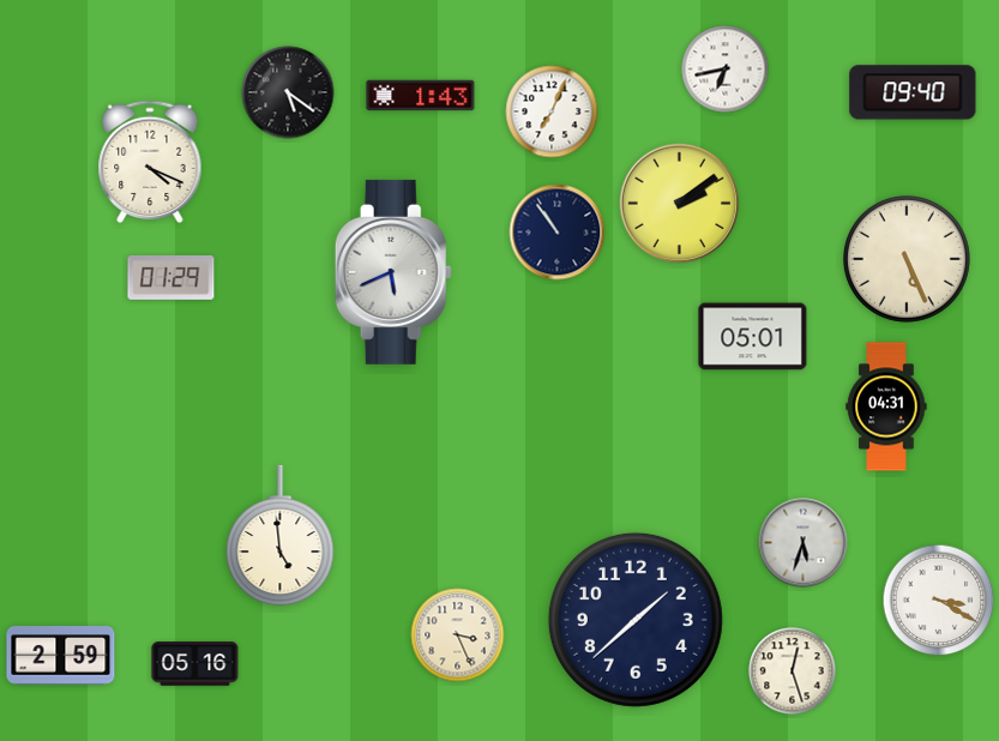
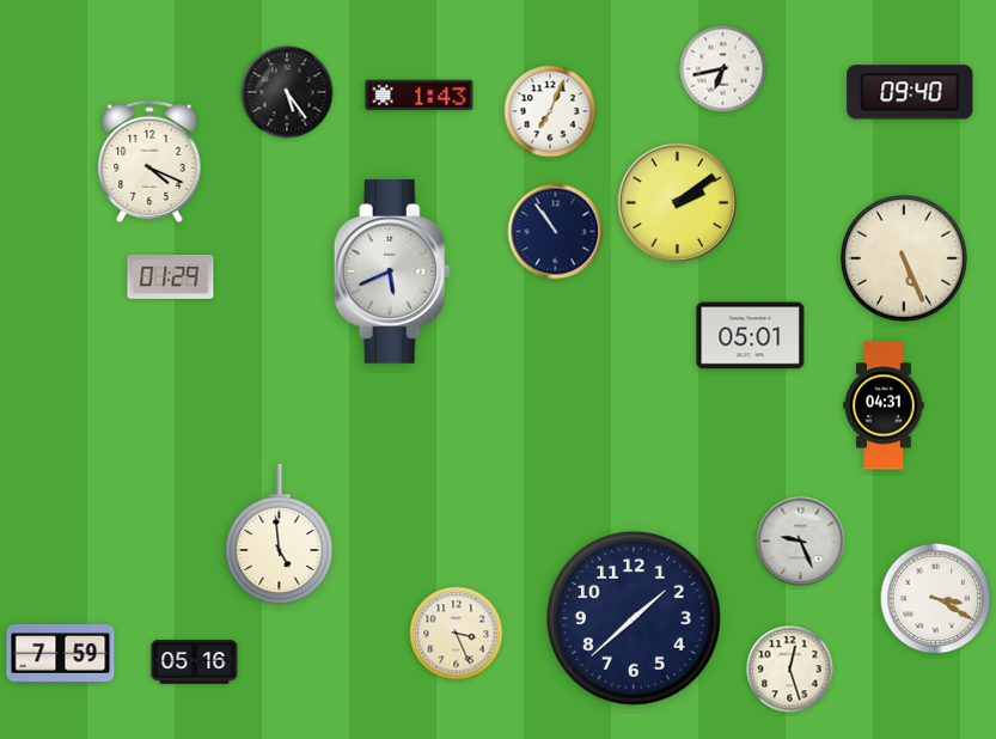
clock at (288, 92): 5:21 -> 5:24
clock at (804, 543): 5:33 -> 9:26
clock at (61, 656): 2:59 -> 7:59
